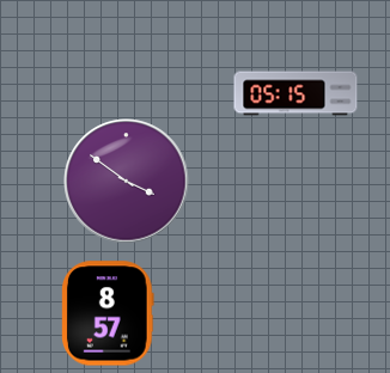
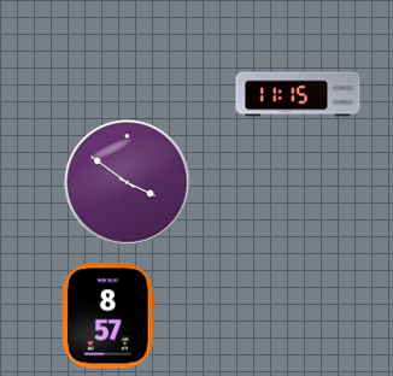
clock at (295, 93): 05:15 -> 11:15
